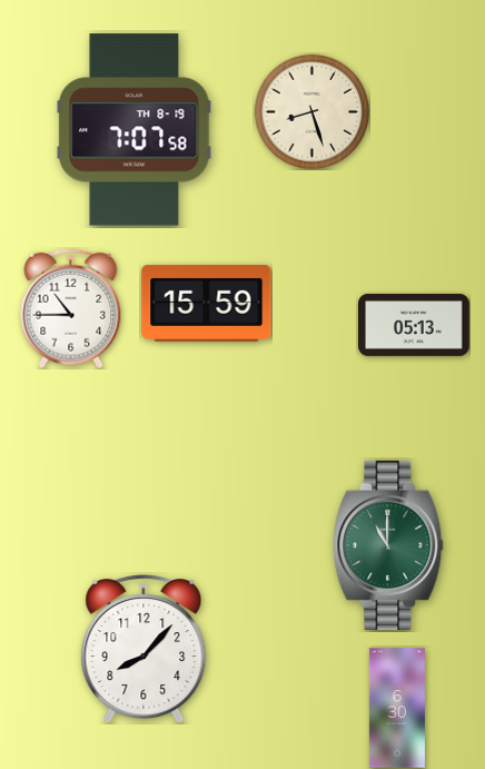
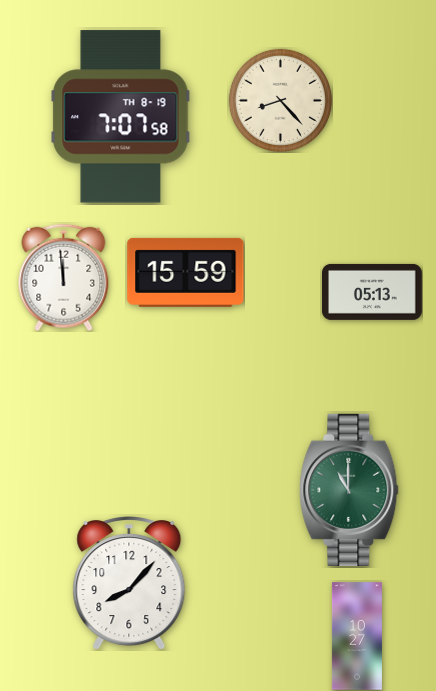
clock at (311, 111): 8:27 -> 8:23
clock at (71, 308): 10:45 -> 11:59
clock at (397, 708): 6:30 -> 10:27
